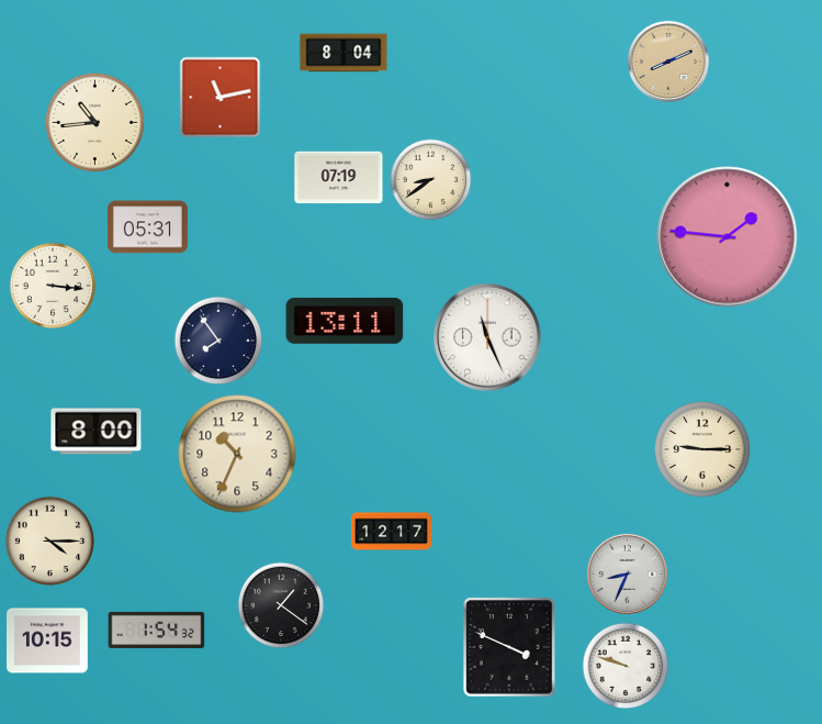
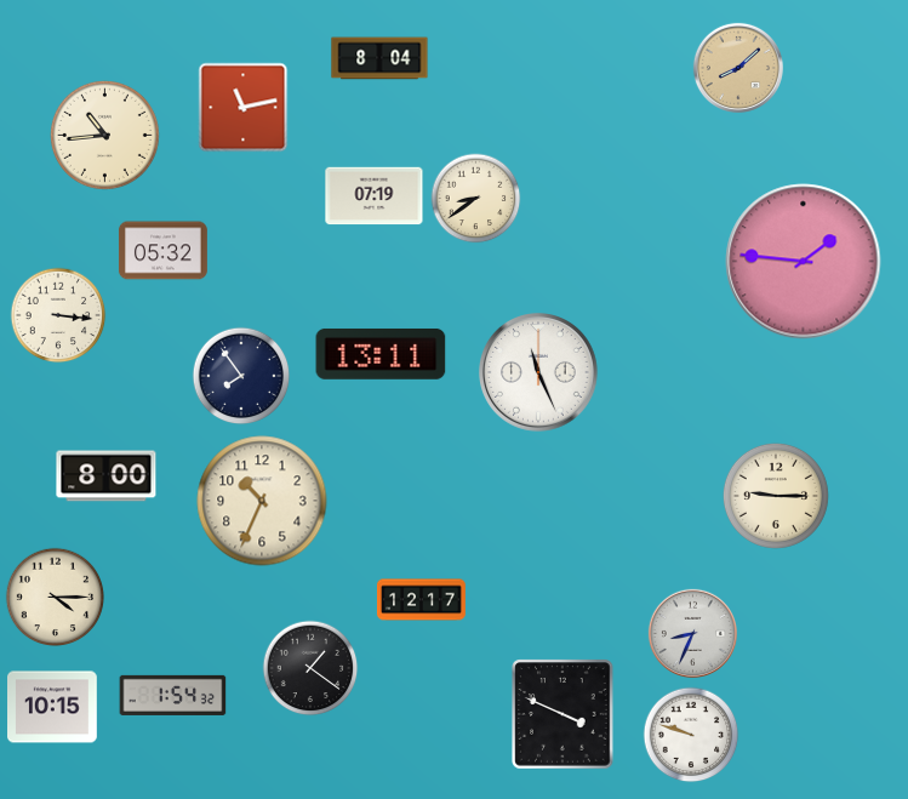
clock at (668, 62): 8:11 -> 8:08
clock at (147, 227): 05:31 -> 05:32
clock at (391, 532) position: (391, 532) -> (421, 600)
